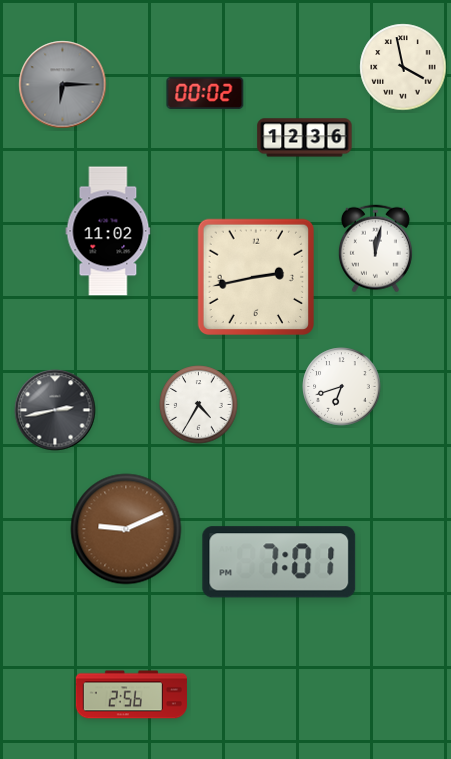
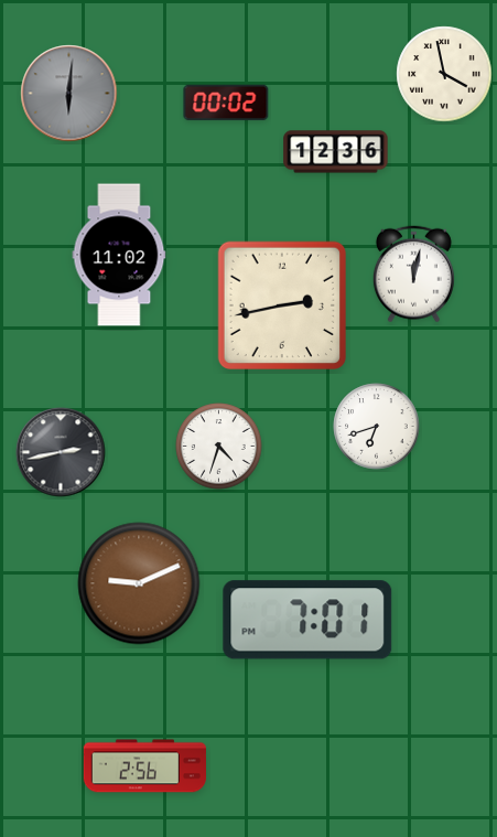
clock at (63, 85): 6:15 -> 6:01
clock at (199, 405): 4:35 -> 4:33
